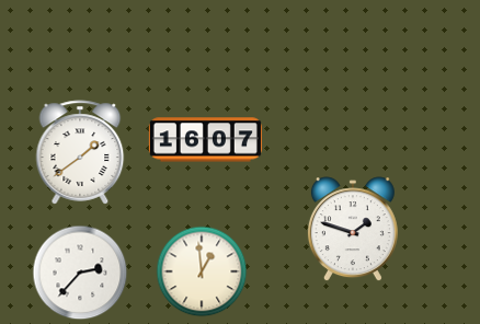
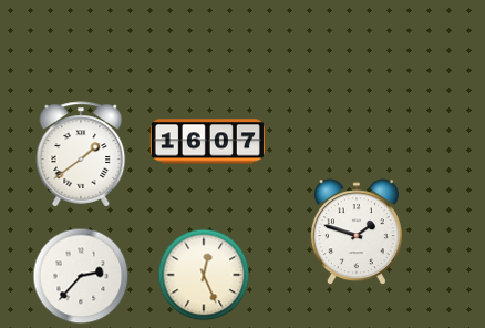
clock at (202, 271): 12:59 -> 12:26
